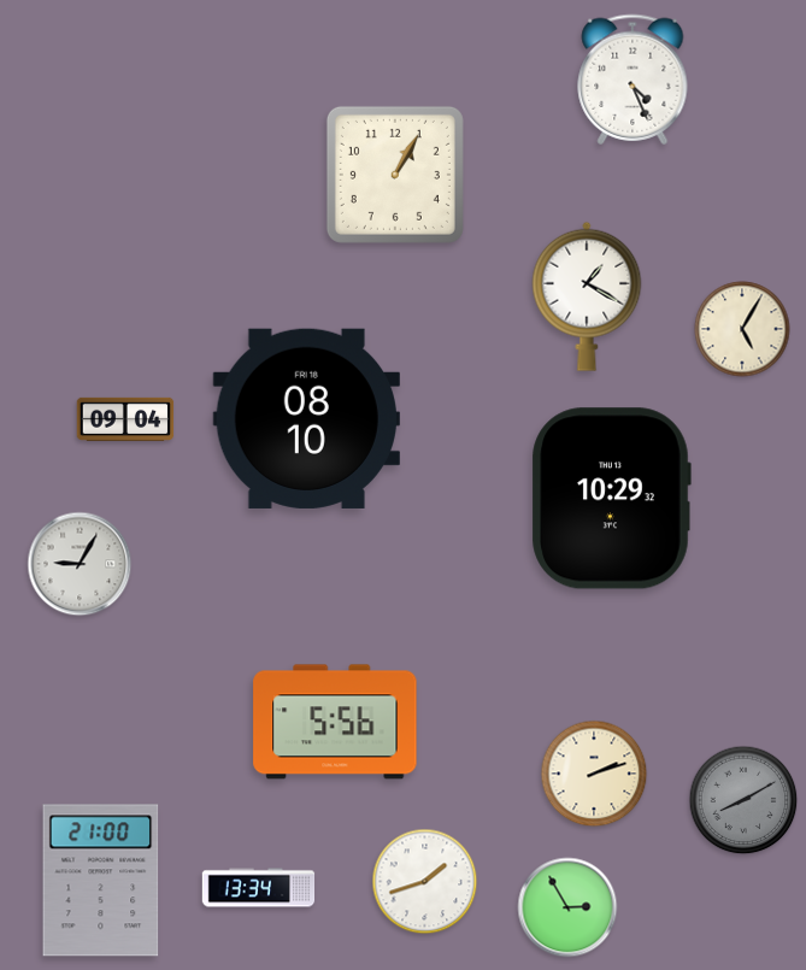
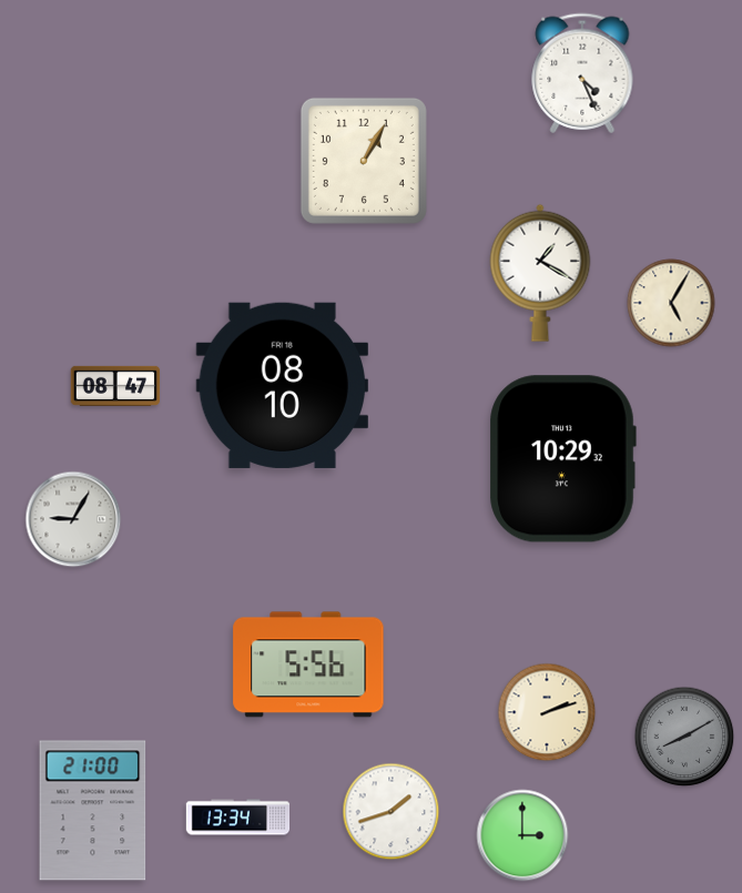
clock at (742, 329) position: (742, 329) -> (671, 303)
clock at (125, 419): 09:04 -> 08:47
clock at (567, 907): 2:55 -> 3:00
